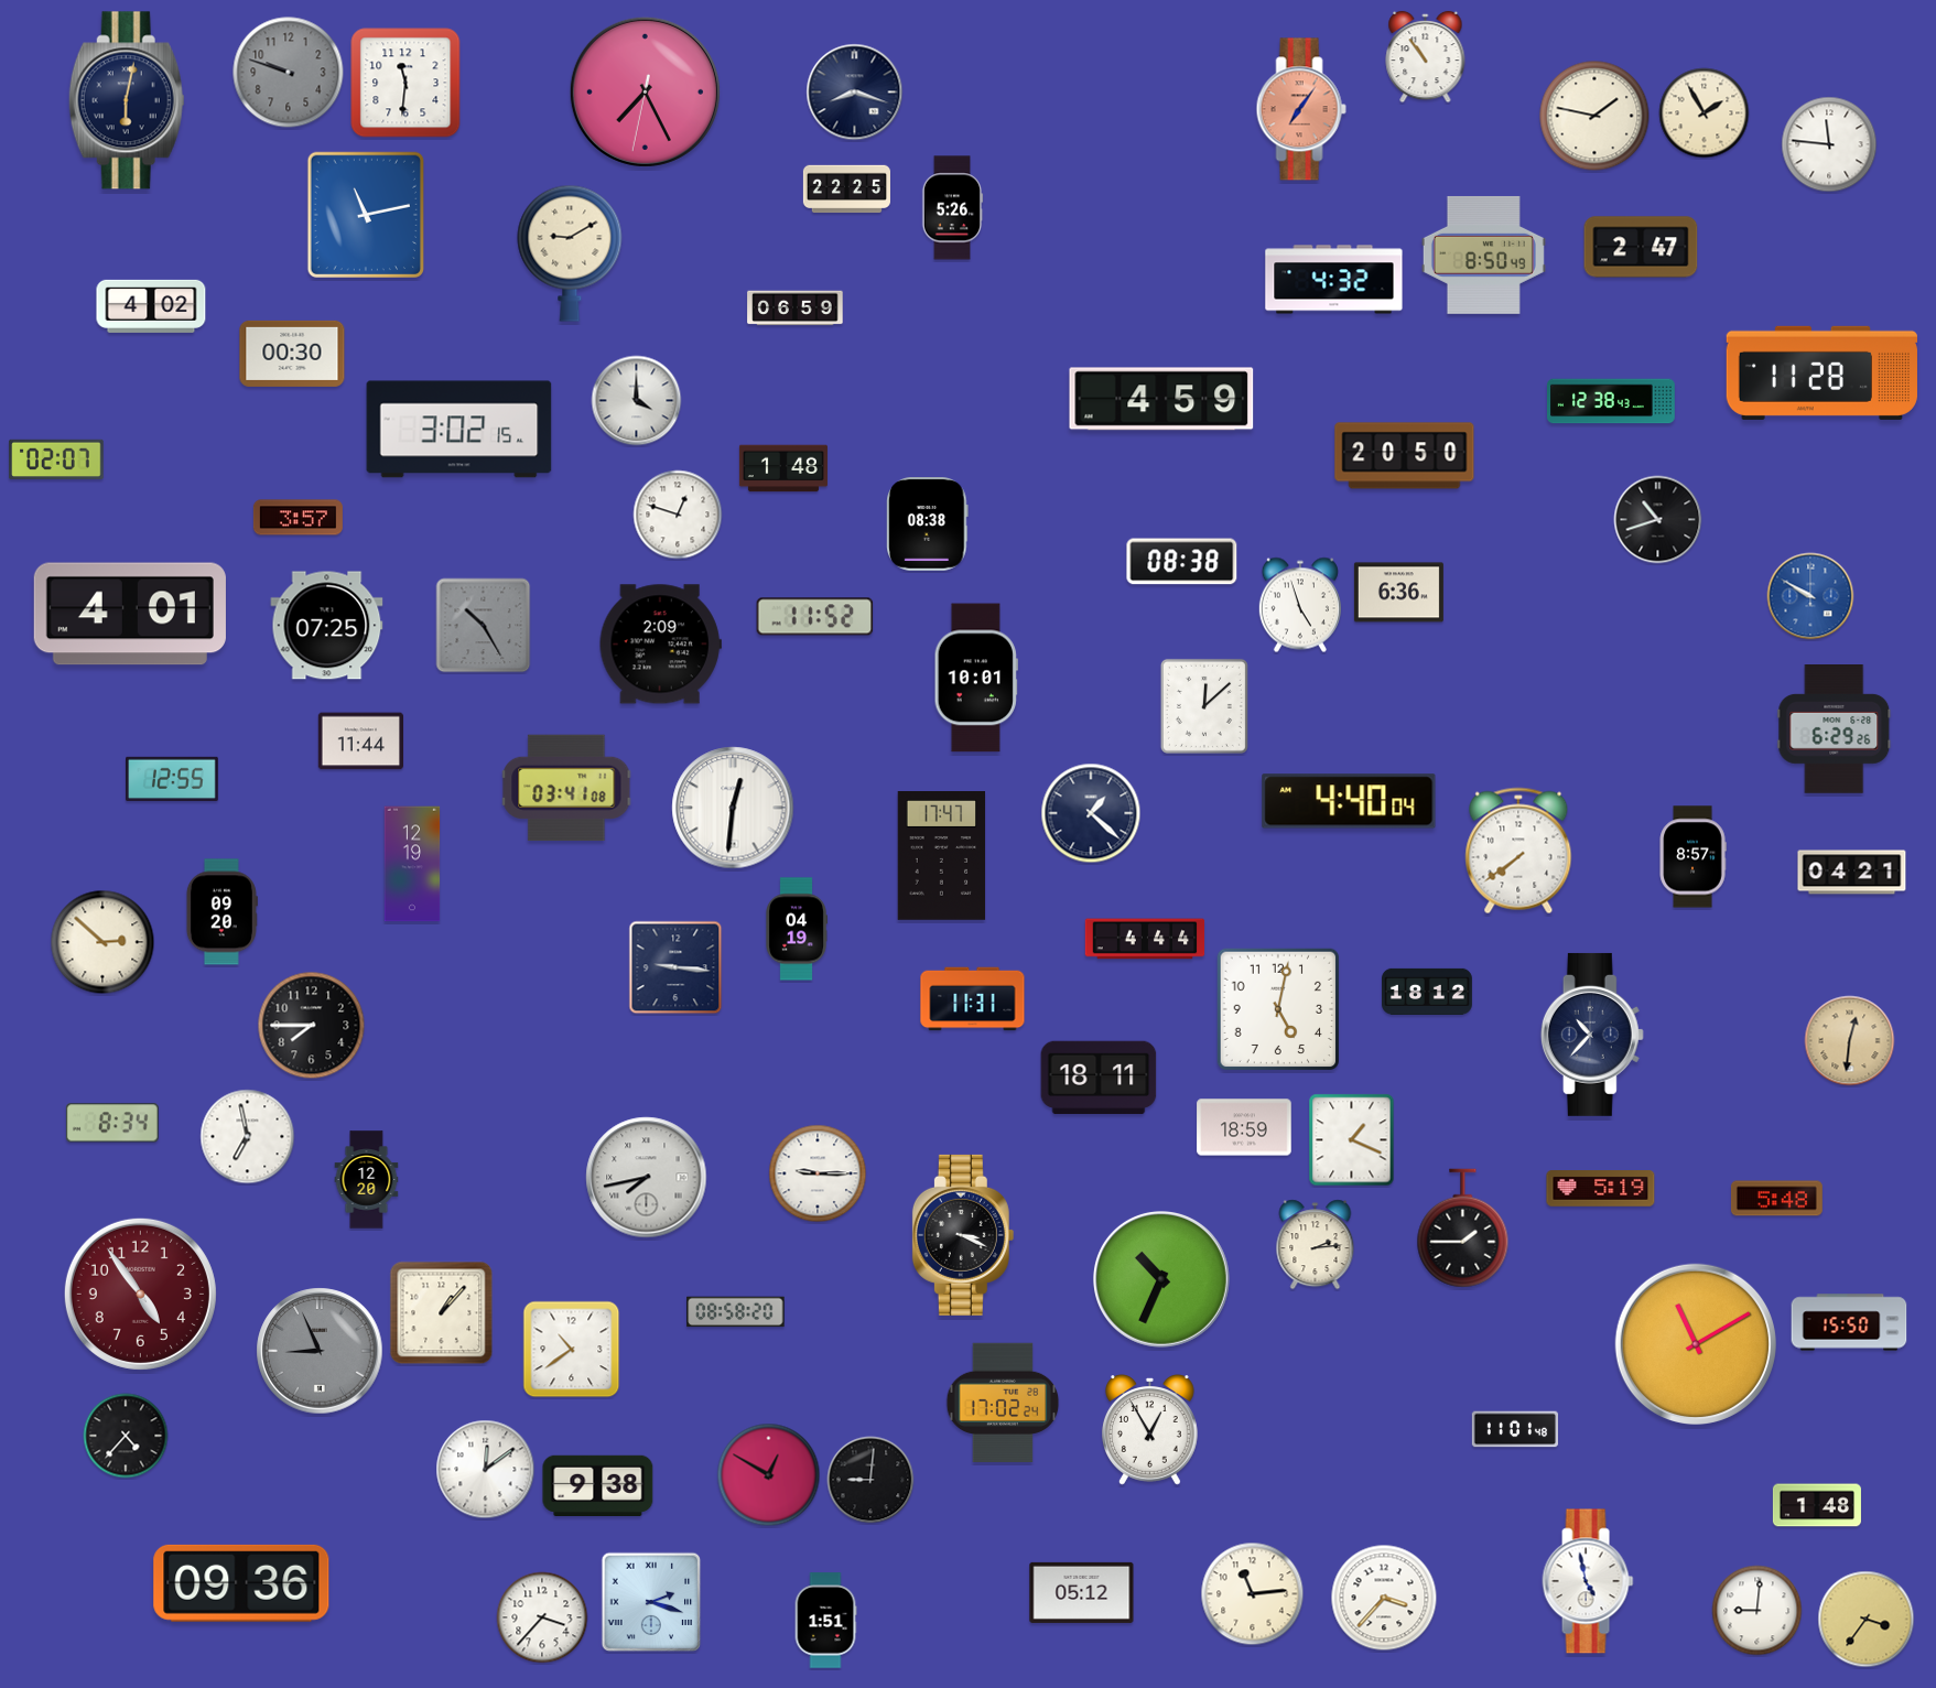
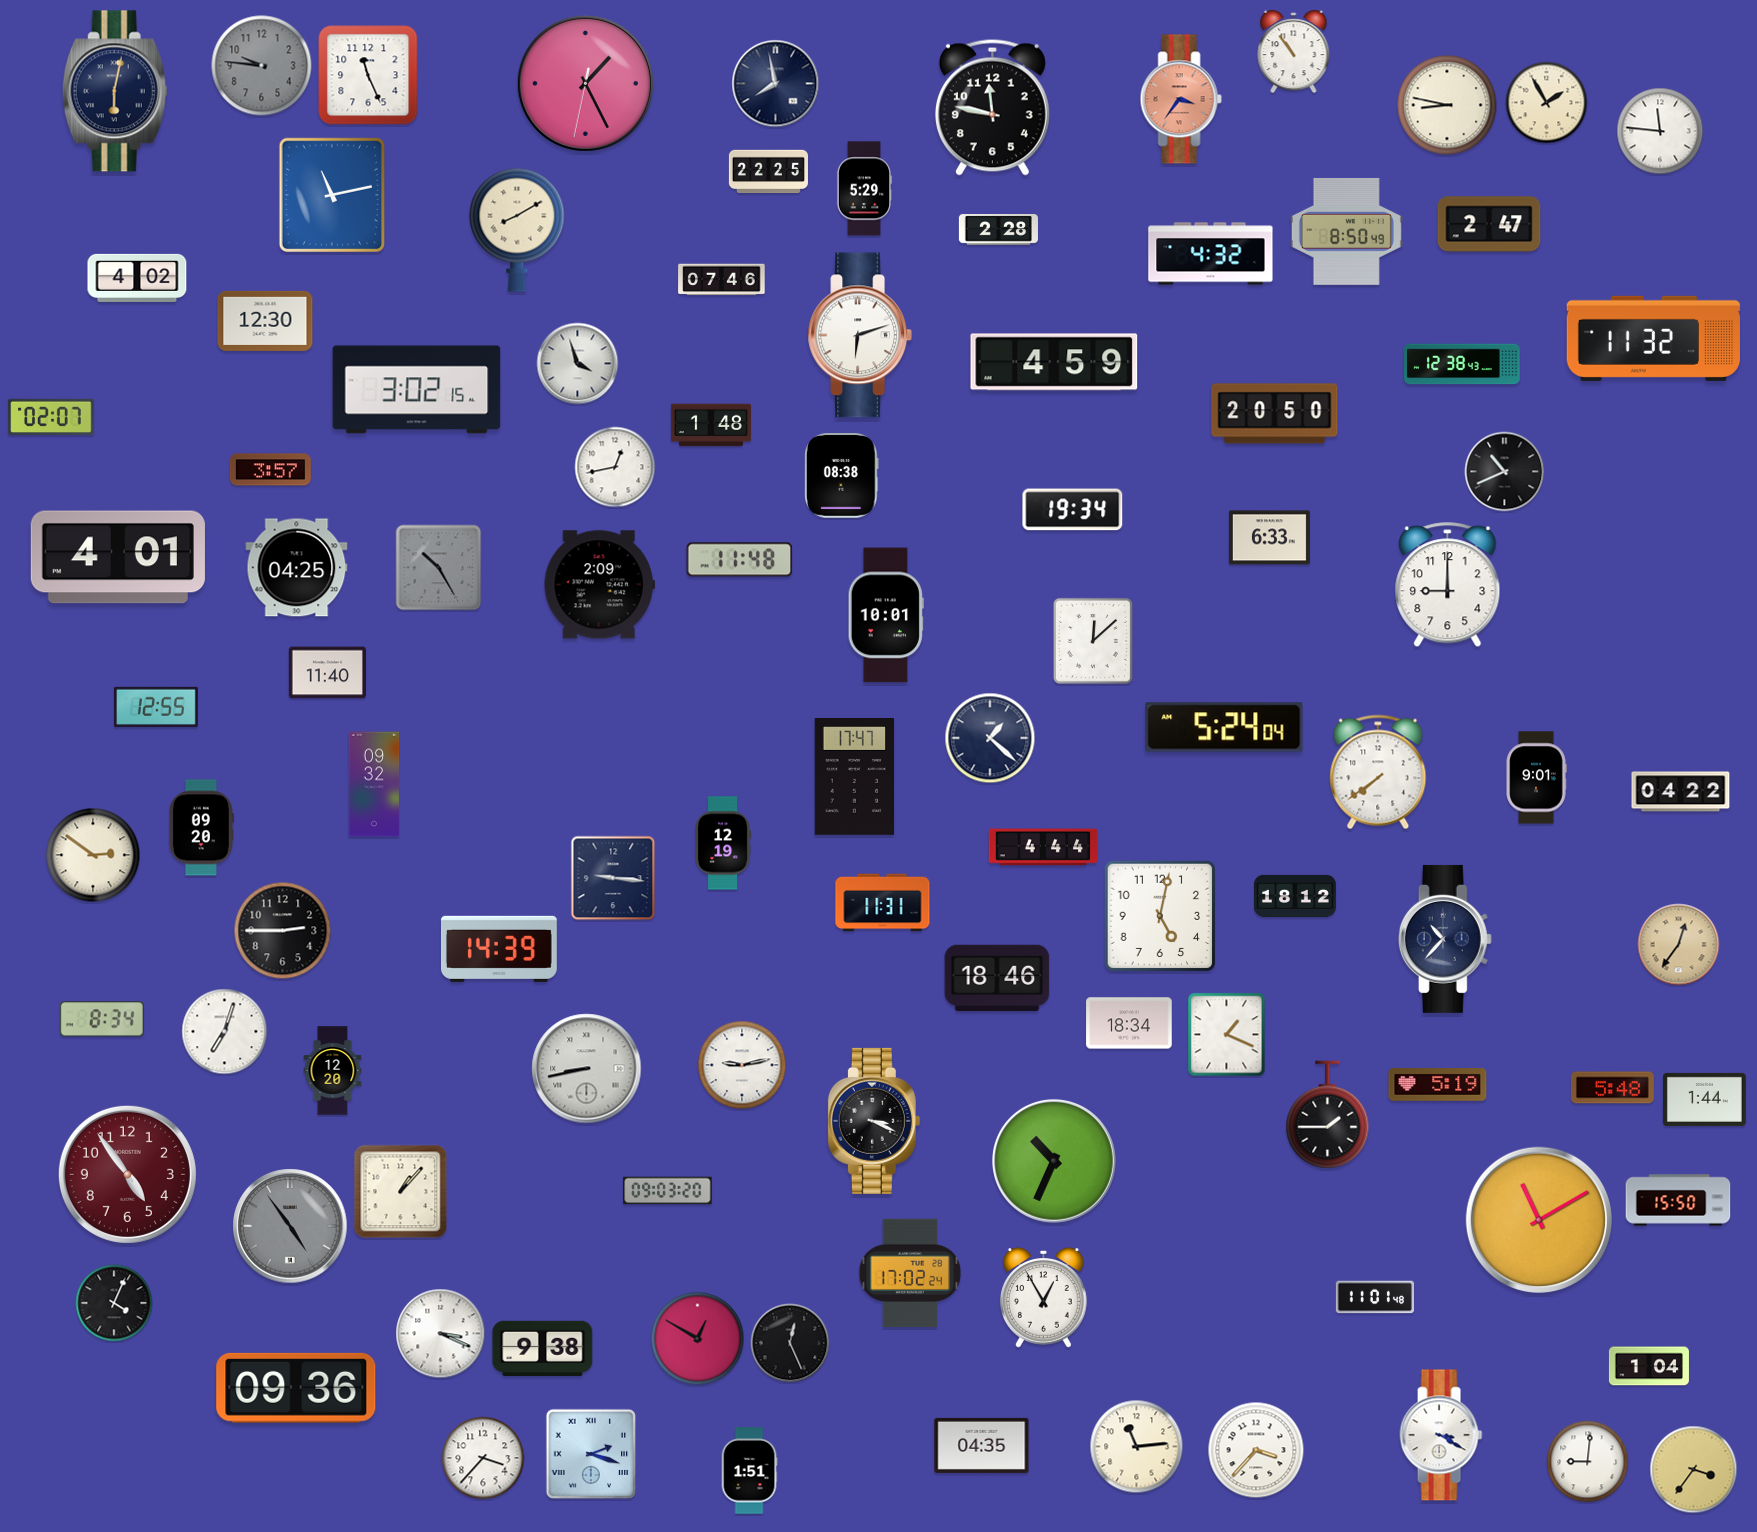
clock at (289, 73): 9:48 -> 9:46
clock at (405, 83): 11:31 -> 11:26
clock at (645, 91): 7:25 -> 1:25
clock at (855, 93): 8:18 -> 7:58
clock at (1301, 109): 7:06 -> 3:36
clock at (1594, 116): 1:47 -> 8:47
clock at (992, 107): none -> 11:47
clock at (952, 208): 5:26 -> 5:29
clock at (570, 253): 9:10 -> 8:10
clock at (998, 230): none -> 2:28
clock at (796, 309): 06:59 -> 07:46
clock at (292, 354): 00:30 -> 12:30
clock at (859, 335): none -> 6:12
clock at (1821, 372): 11:28 -> 11:32
clock at (637, 401): 4:00 -> 3:57
clock at (678, 515): 12:48 -> 12:43
clock at (1658, 520): 10:42 -> 10:41
clock at (1182, 562): 08:38 -> 19:34
clock at (1398, 593): 6:36 -> 6:33
clock at (1810, 596): 9:50 -> none
clock at (1300, 605): 4:57 -> none
clock at (815, 617): 11:52 -> 11:48
clock at (327, 626): 07:25 -> 04:25
clock at (1448, 585): none -> 9:00
clock at (1835, 729): 6:29 -> none
clock at (360, 742): 11:44 -> 11:40
clock at (566, 788): 03:41 -> none
clock at (1349, 801): 4:40 -> 5:24
clock at (733, 808): 12:31 -> none
clock at (1692, 857): 8:57 -> 9:01
clock at (412, 864): 12:19 -> 09:32
clock at (1852, 873): 04:21 -> 04:22
clock at (797, 929): 04:19 -> 12:19
clock at (1145, 939) position: (1145, 939) -> (1043, 847)
clock at (102, 942): 2:52 -> 2:51
clock at (1427, 992) position: (1427, 992) -> (1295, 896)
clock at (973, 999) position: (973, 999) -> (883, 903)
clock at (312, 1026): 7:45 -> 2:45
clock at (1850, 1041): 12:31 -> 12:36
clock at (499, 949): none -> 14:39
clock at (1099, 1078): 18:11 -> 18:46
clock at (1244, 1127): 18:59 -> 18:34
clock at (248, 1137): 6:58 -> 7:03
clock at (818, 1173): 9:15 -> 9:13
clock at (647, 1178): 7:43 -> 8:43
clock at (1601, 1189) position: (1601, 1189) -> (1438, 1085)
clock at (1704, 1099): none -> 1:44
clock at (1316, 1245): 2:14 -> none
clock at (736, 1312): 08:58 -> 09:03
clock at (572, 1350): 10:39 -> none
clock at (320, 1351): 8:56 -> 4:54
clock at (126, 1436): 4:37 -> 4:04
clock at (486, 1470): 12:09 -> 3:19
clock at (870, 1480): 9:01 -> 12:26
clock at (1817, 1505): 1:48 -> 1:04
clock at (1588, 1581): 4:58 -> 3:20
clock at (241, 1583) position: (241, 1583) -> (296, 1388)
clock at (1082, 1592): 05:12 -> 04:35
clock at (1757, 1611) position: (1757, 1611) -> (1588, 1462)
clock at (542, 1617) position: (542, 1617) -> (483, 1458)
